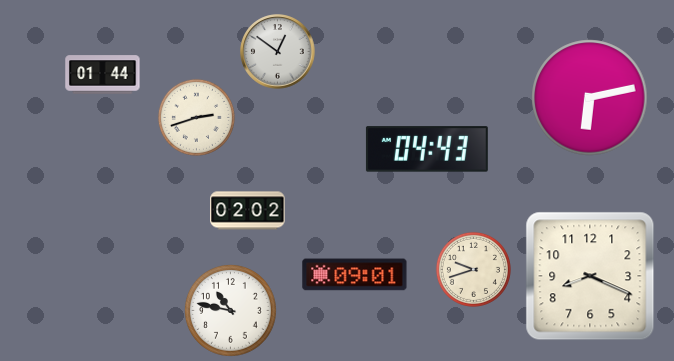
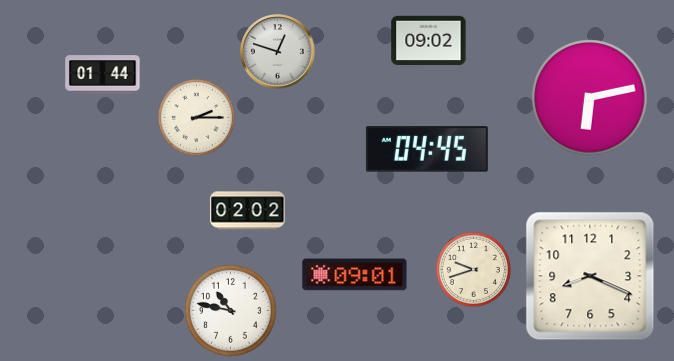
clock at (429, 41): none -> 09:02
clock at (278, 52): 12:51 -> 12:48
clock at (196, 117): 2:42 -> 2:15
clock at (427, 149): 04:43 -> 04:45
